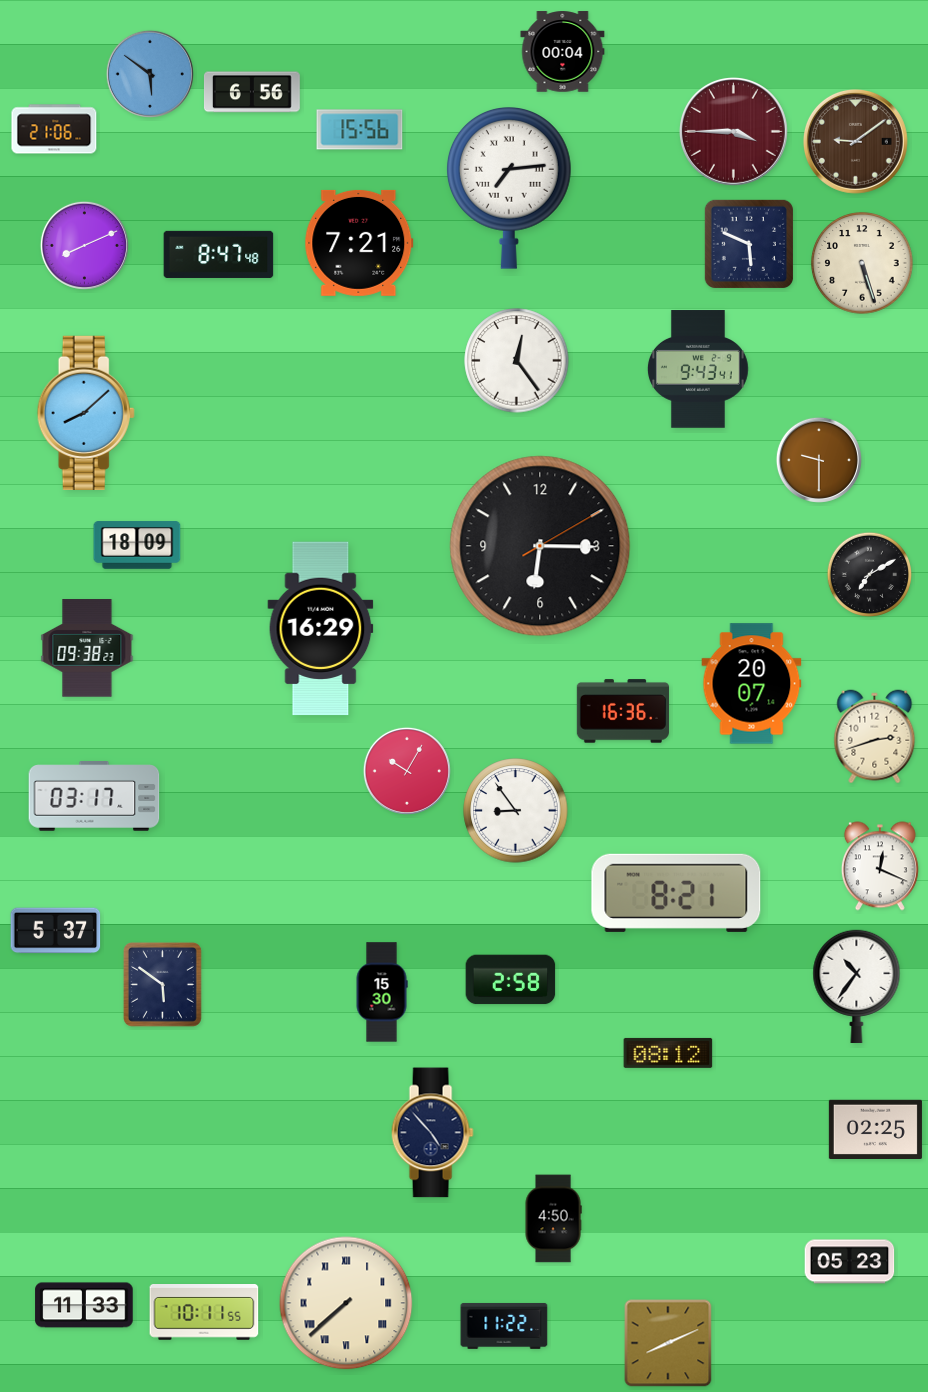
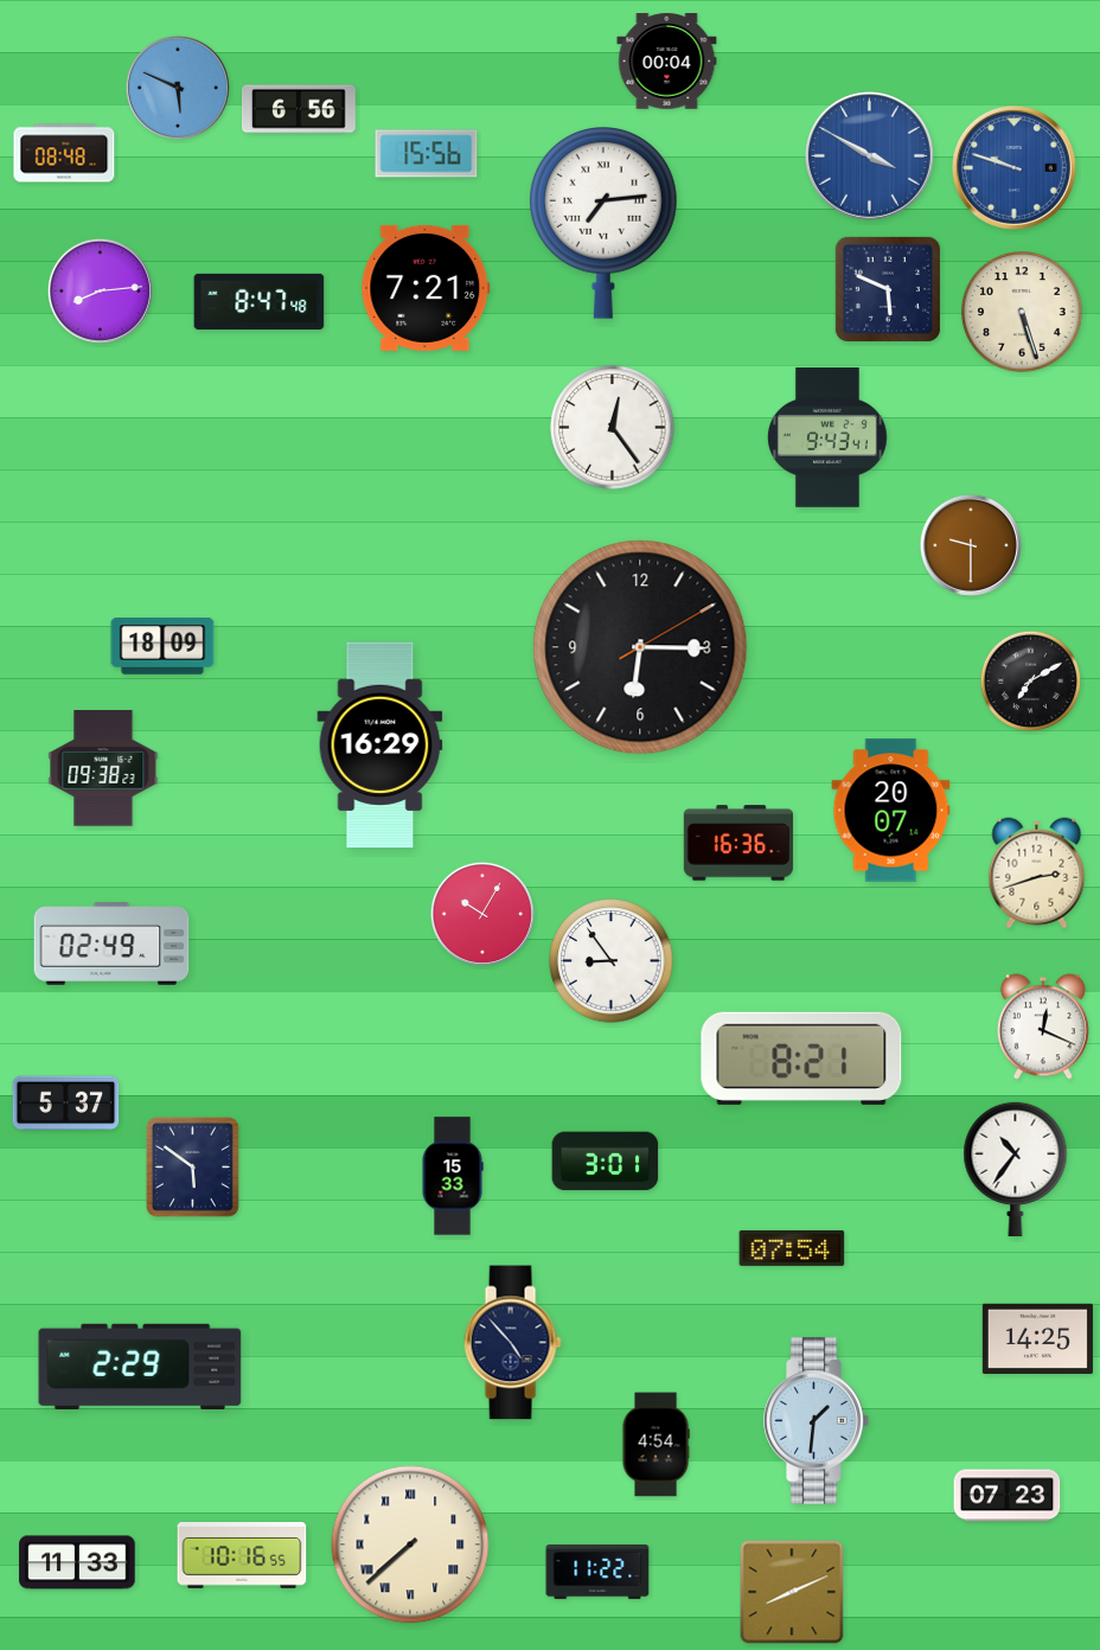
clock at (150, 74): 5:51 -> 5:49
clock at (54, 129): 21:06 -> 08:48
clock at (733, 131): 3:45 -> 3:50
clock at (733, 131) dial: burgundy -> blue
clock at (855, 141): 9:09 -> 9:48
clock at (855, 141) dial: brown -> blue
clock at (84, 245): 8:11 -> 8:14
clock at (86, 413): 8:08 -> none
clock at (94, 796): 03:17 -> 02:49
clock at (511, 980): 2:58 -> 3:01
clock at (382, 992): 15:30 -> 15:33
clock at (668, 1053): 08:12 -> 07:54
clock at (875, 1129): 02:25 -> 14:25
clock at (140, 1367): none -> 2:29
clock at (817, 1421): none -> 1:31
clock at (553, 1219): 4:50 -> 4:54
clock at (850, 1262): 05:23 -> 07:23
clock at (84, 1305) position: (84, 1305) -> (77, 1562)
clock at (204, 1313): 10:11 -> 10:16
